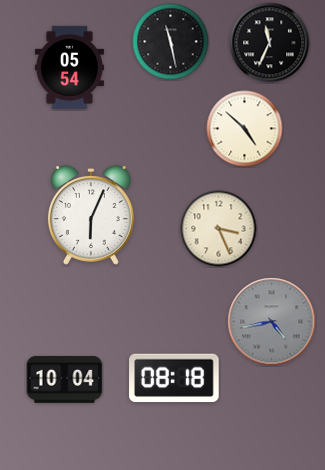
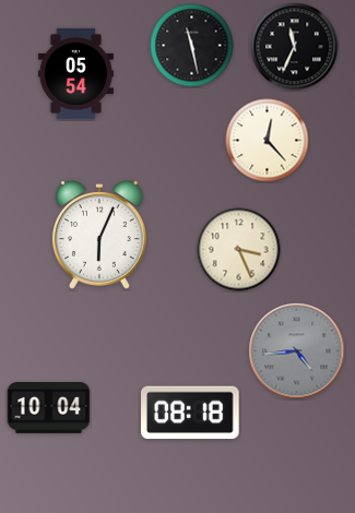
clock at (171, 42) position: (171, 42) -> (192, 46)
clock at (245, 129): 4:52 -> 12:23
clock at (272, 322): 4:43 -> 4:44
clock at (65, 379) position: (65, 379) -> (49, 407)
